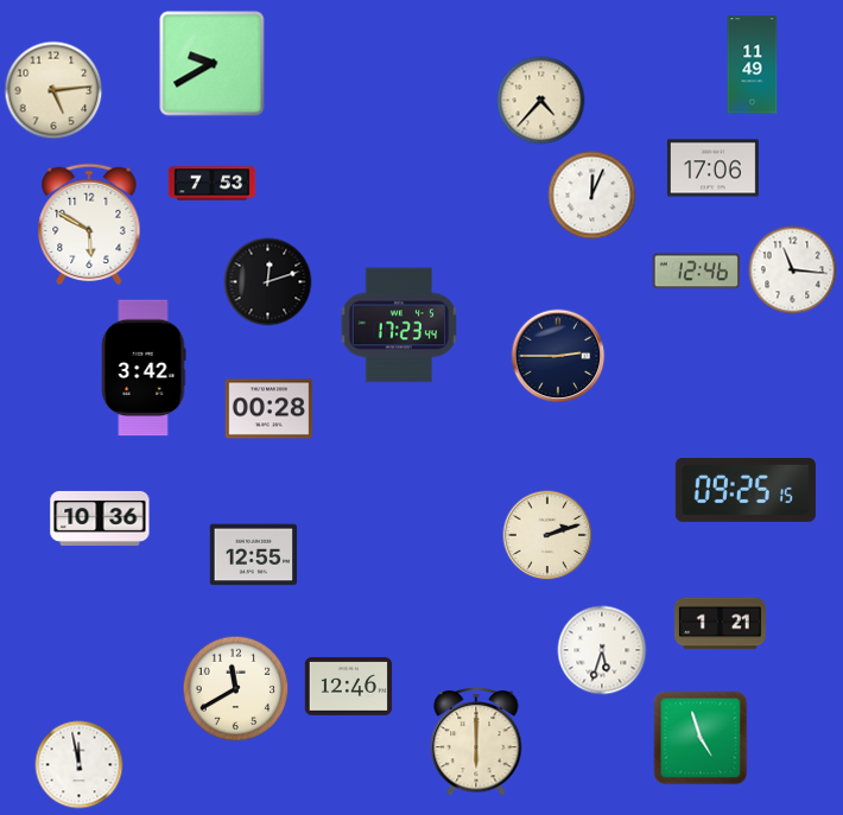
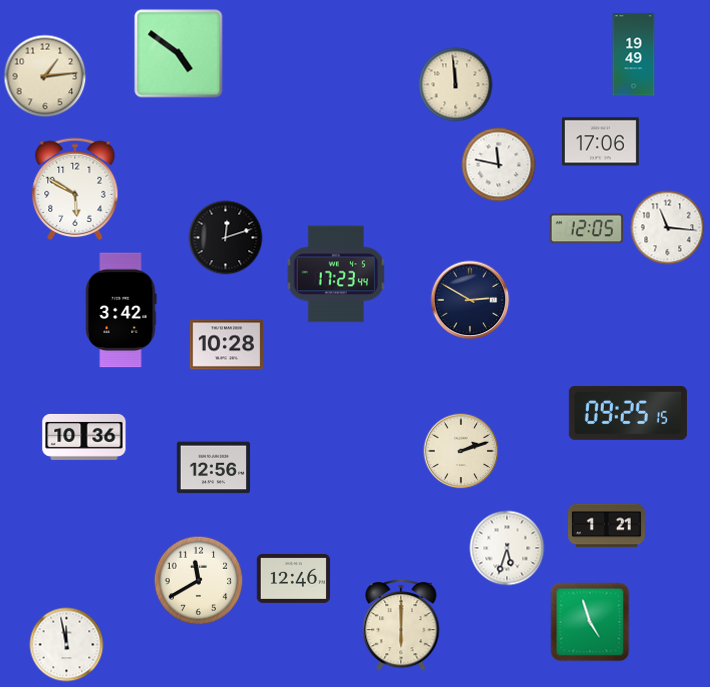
clock at (213, 64): 9:40 -> 4:51
clock at (753, 65): 11:49 -> 19:49
clock at (53, 90): 5:14 -> 1:14
clock at (541, 101): 4:37 -> 11:59
clock at (213, 184): 7:53 -> none
clock at (592, 196): 12:04 -> 11:47
clock at (696, 272): 12:46 -> 12:05
clock at (558, 356): 2:45 -> 2:50
clock at (270, 409): 00:28 -> 10:28
clock at (254, 555): 12:55 -> 12:56
